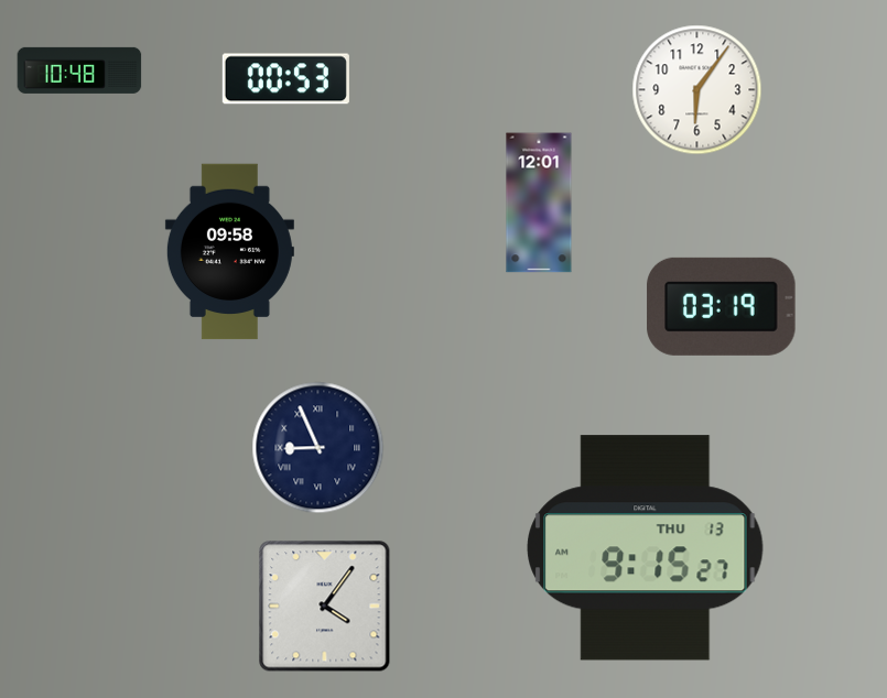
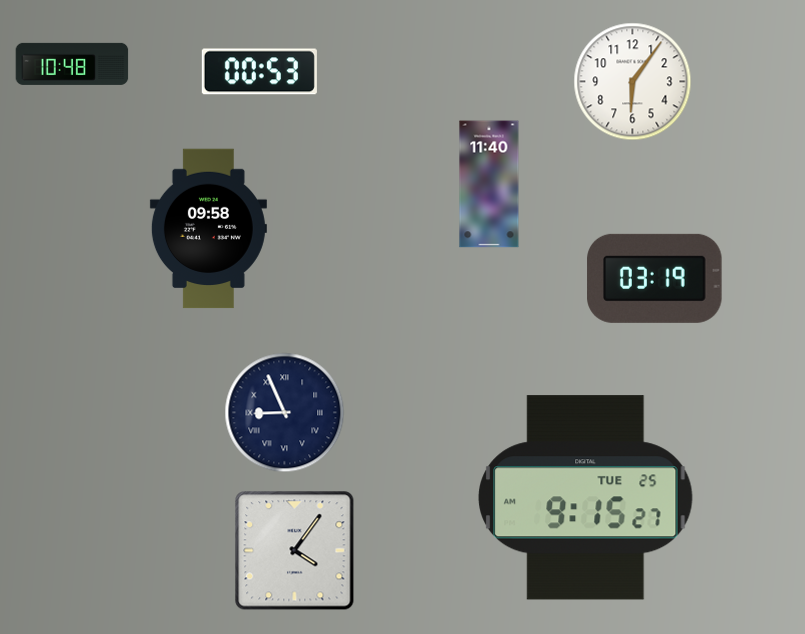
clock at (539, 203): 12:01 -> 11:40
clock at (318, 448) position: (318, 448) -> (285, 413)
clock at (646, 548) date: THU 13 -> TUE 25
